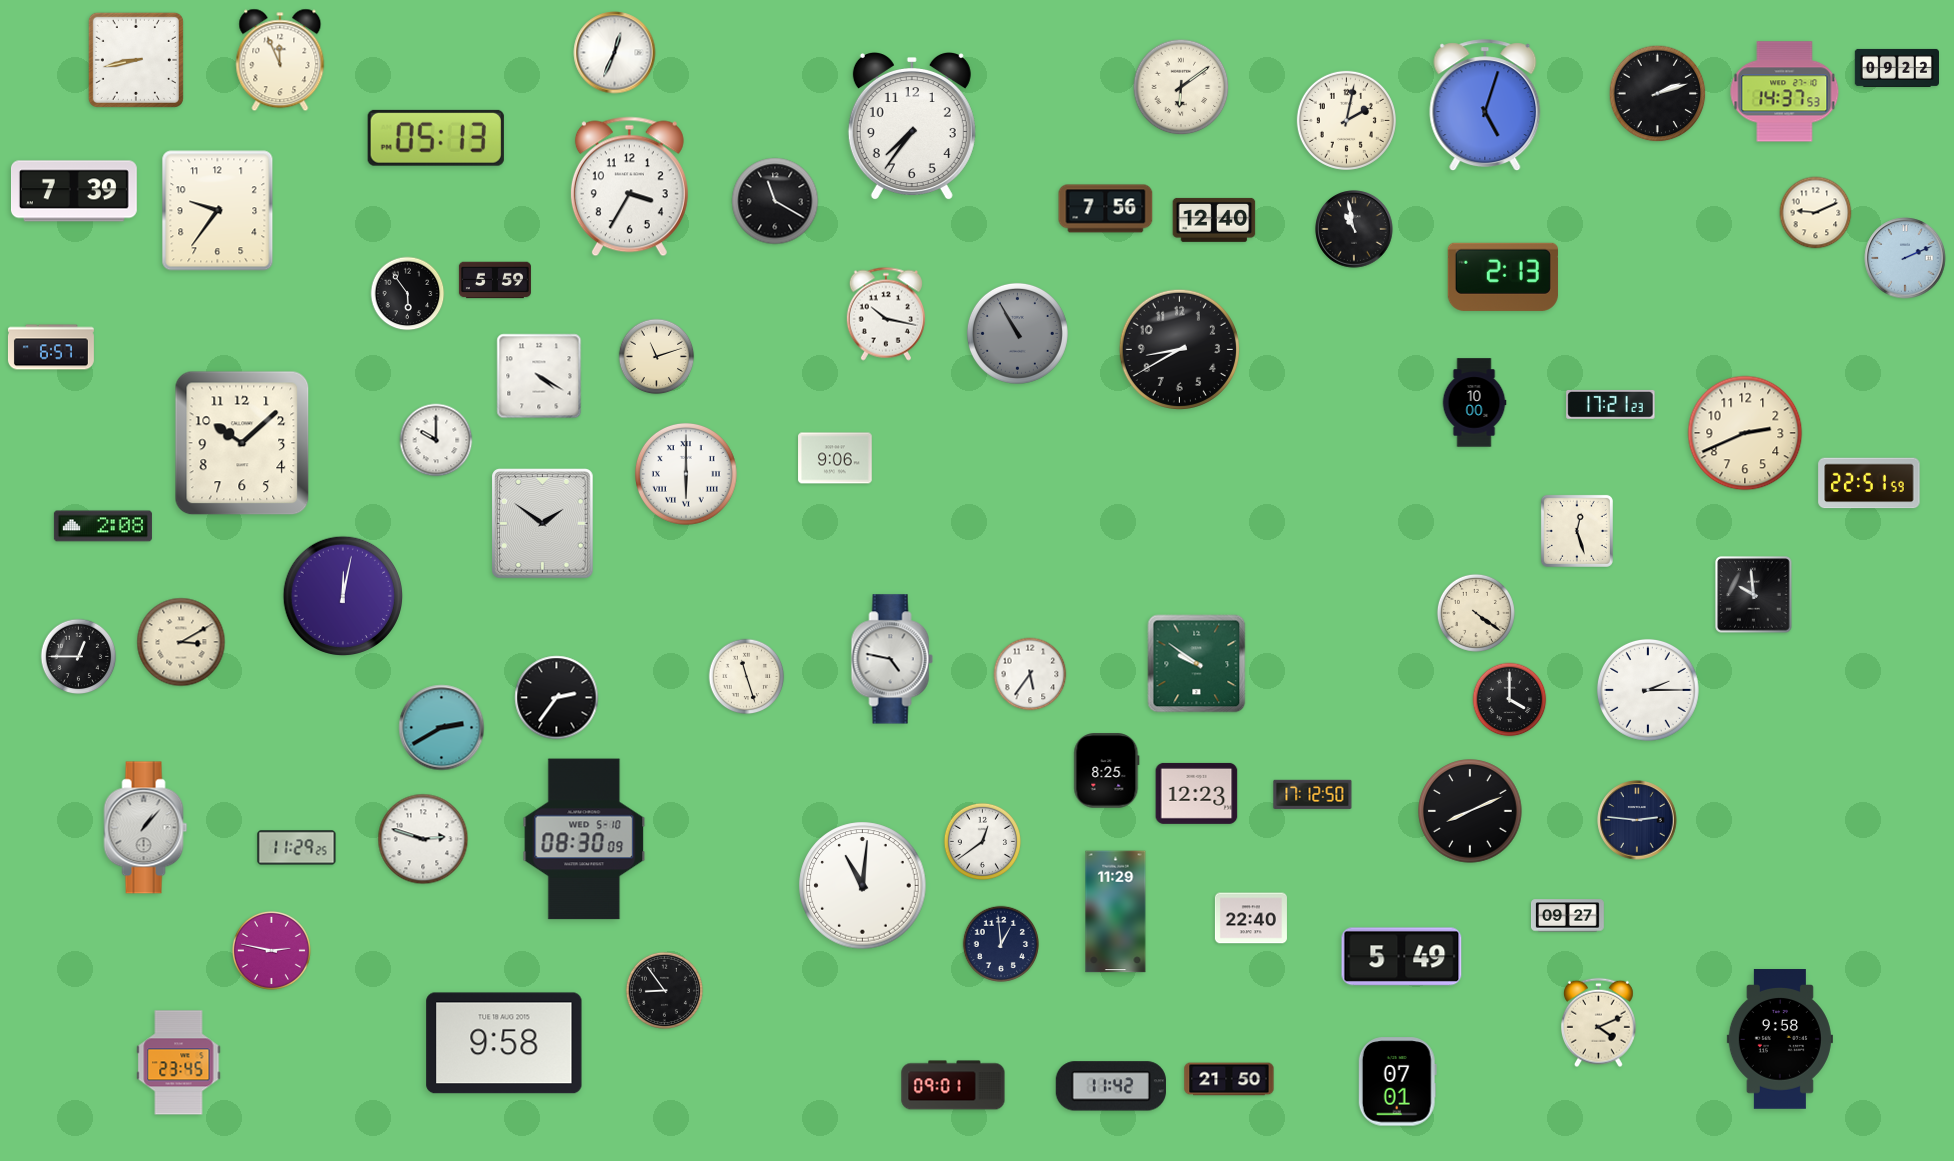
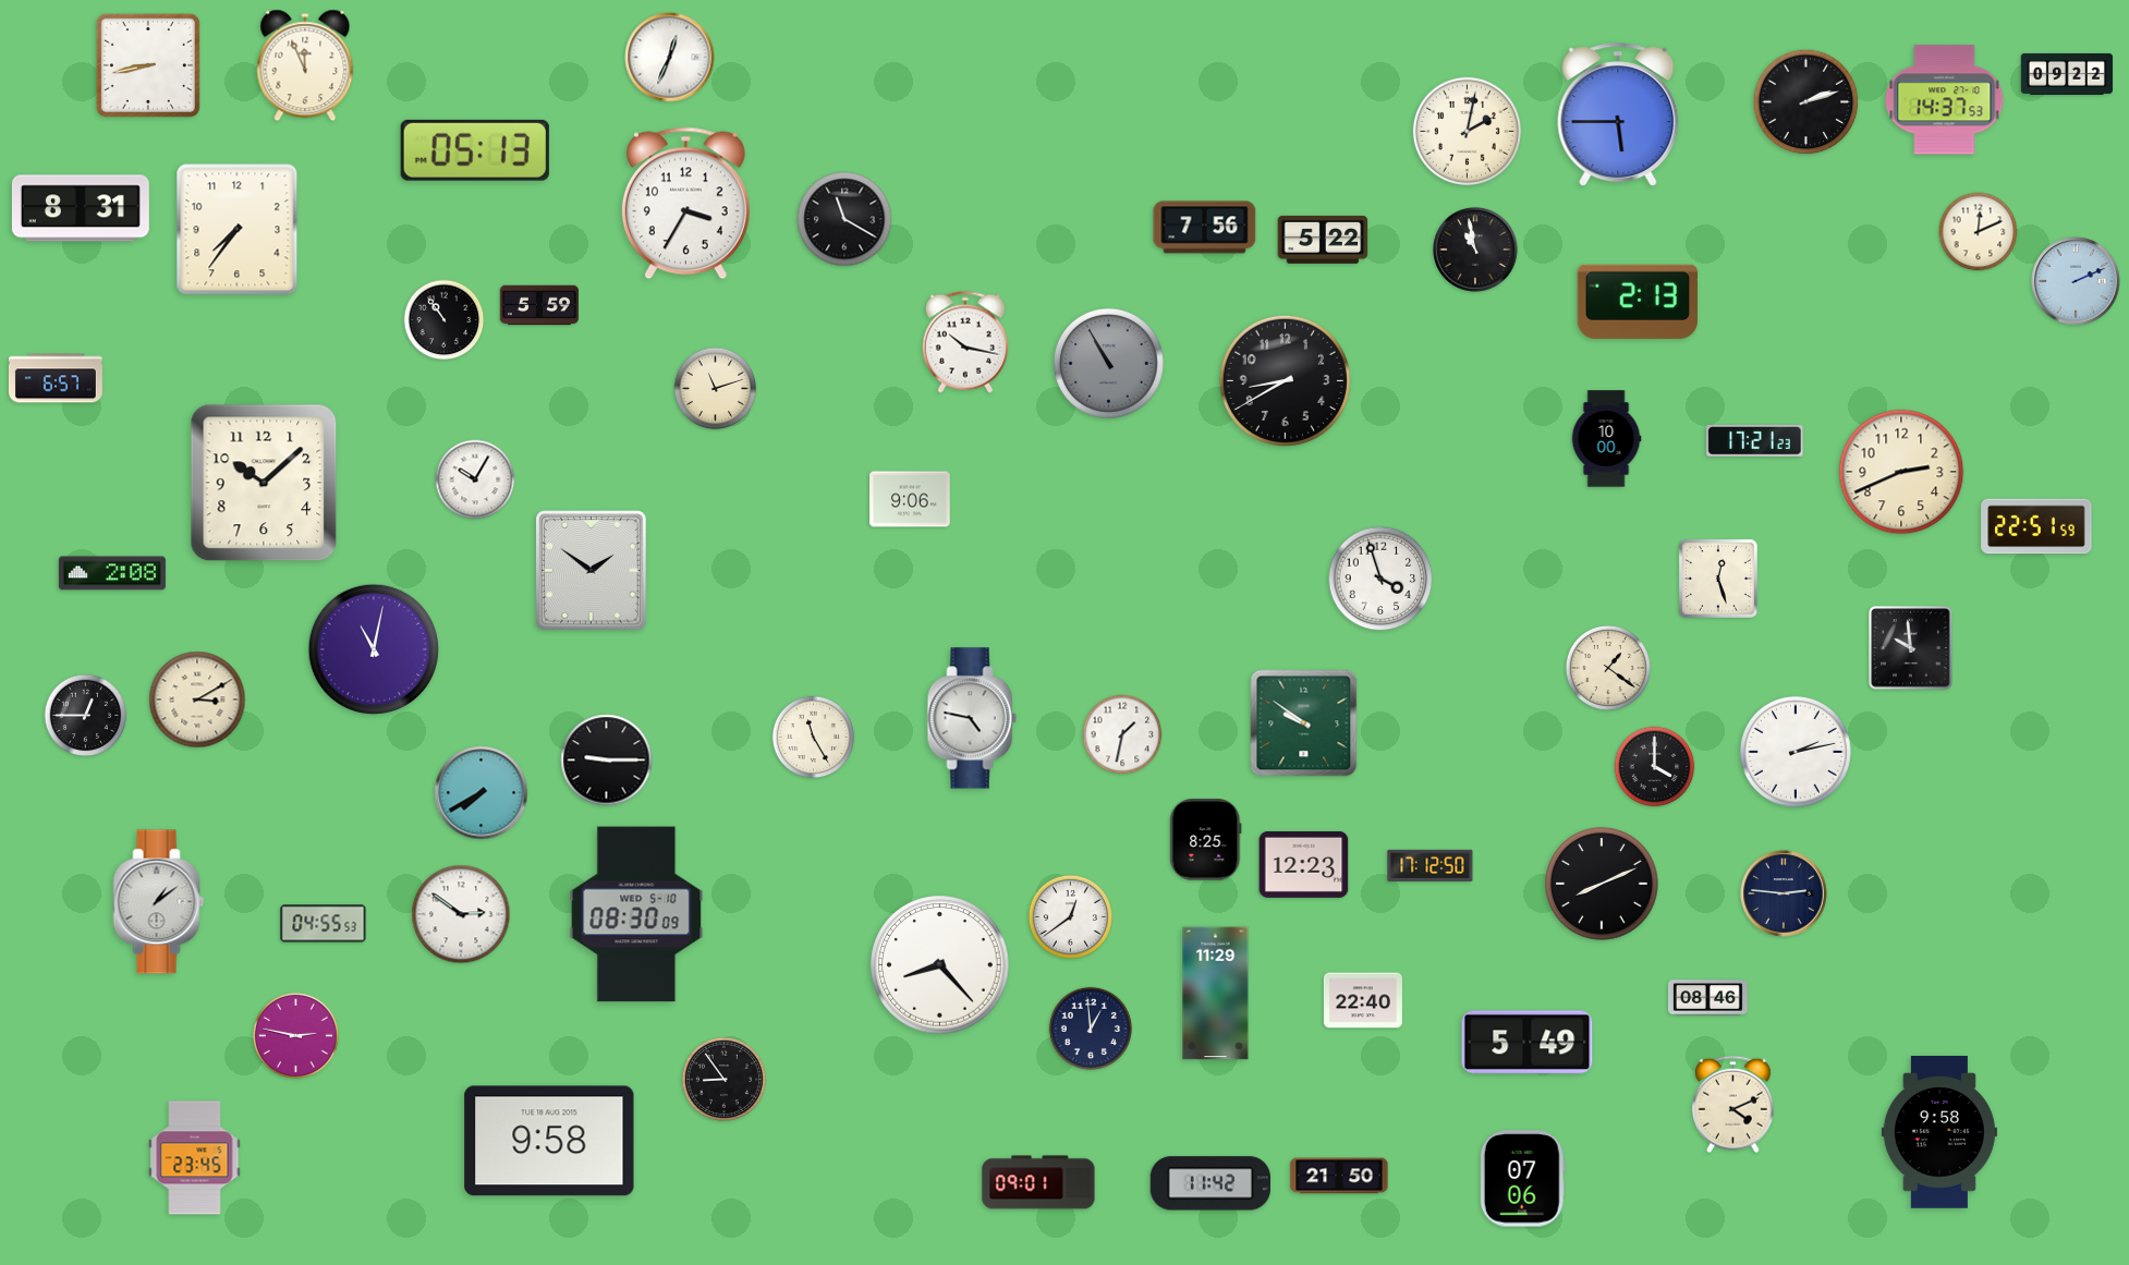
clock at (1181, 87): 6:09 -> none
clock at (1485, 106): 5:03 -> 5:45
clock at (912, 126): 7:36 -> none
clock at (74, 191): 7:39 -> 8:31
clock at (218, 211): 9:36 -> 7:36
clock at (1816, 213): 9:11 -> 12:11
clock at (1214, 220): 12:40 -> 5:22
clock at (408, 294): 5:54 -> 10:54
clock at (539, 376): 4:20 -> none
clock at (436, 440): 10:00 -> 10:05
clock at (686, 474): 6:00 -> none
clock at (1380, 579): none -> 3:57
clock at (342, 595): 12:02 -> 11:02
clock at (1476, 613): 4:21 -> 1:21
clock at (1030, 674): 5:36 -> 1:32
clock at (747, 677): 11:27 -> 11:25
clock at (1648, 690): 2:15 -> 2:13
clock at (557, 698): 2:36 -> 9:15
clock at (1510, 700) position: (1510, 700) -> (1655, 767)
clock at (442, 728): 2:40 -> 7:40
clock at (146, 828): 1:07 -> 1:09
clock at (423, 839): 2:48 -> 2:51
clock at (297, 848): 11:29 -> 04:55
clock at (863, 886): 11:01 -> 8:23
clock at (1567, 916): 09:27 -> 08:46
clock at (1598, 1023) position: (1598, 1023) -> (1732, 1105)
clock at (504, 1043) position: (504, 1043) -> (549, 1141)
clock at (1397, 1082): 07:01 -> 07:06
